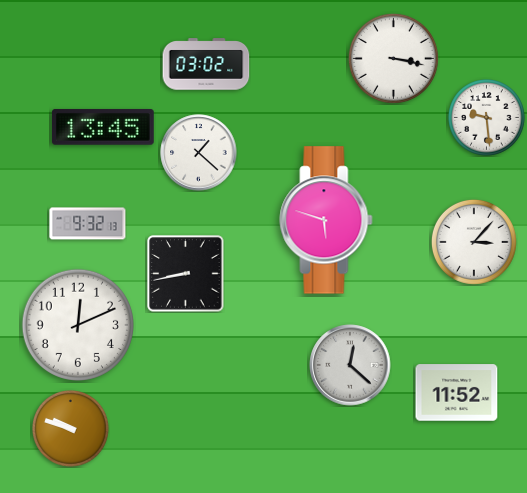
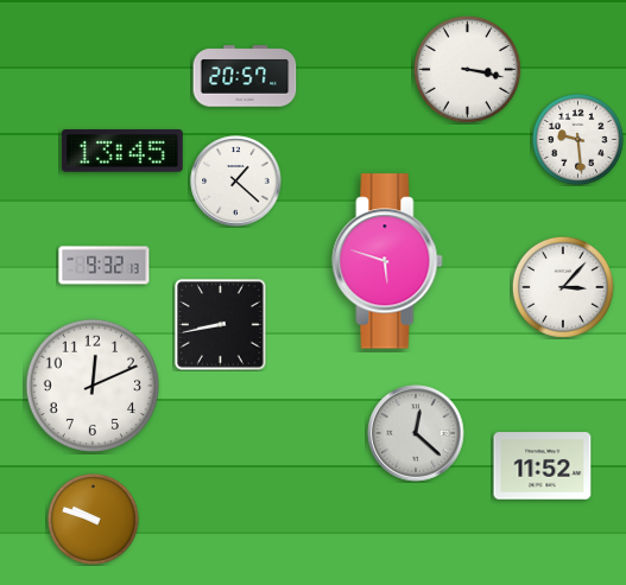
clock at (206, 64): 03:02 -> 20:57
clock at (71, 429) position: (71, 429) -> (94, 520)
